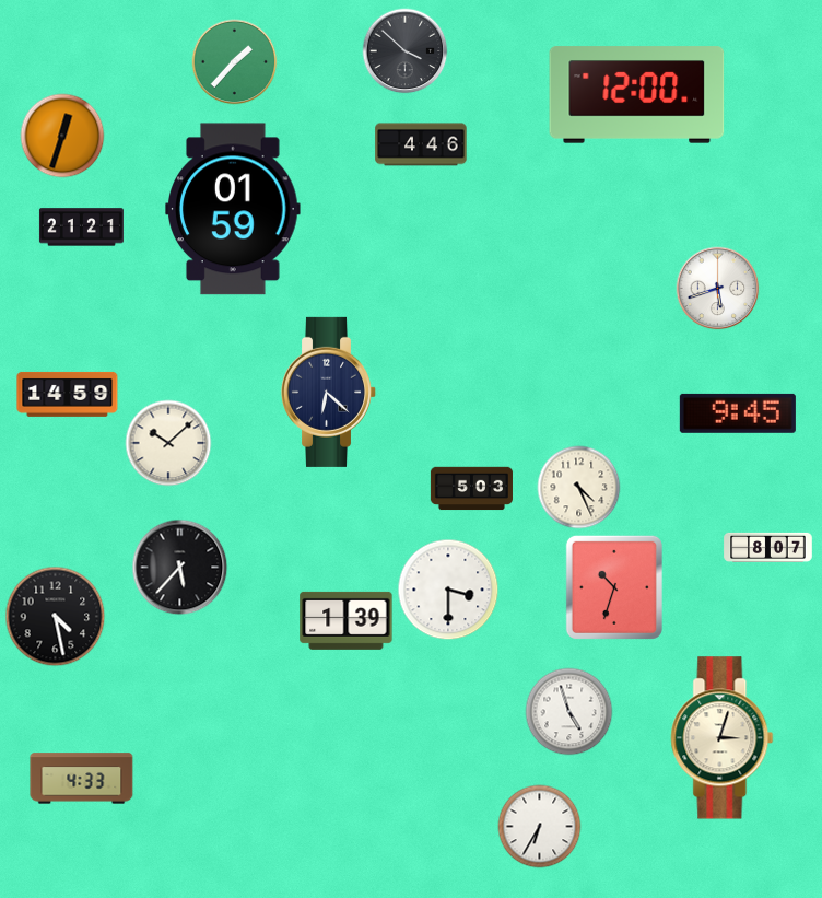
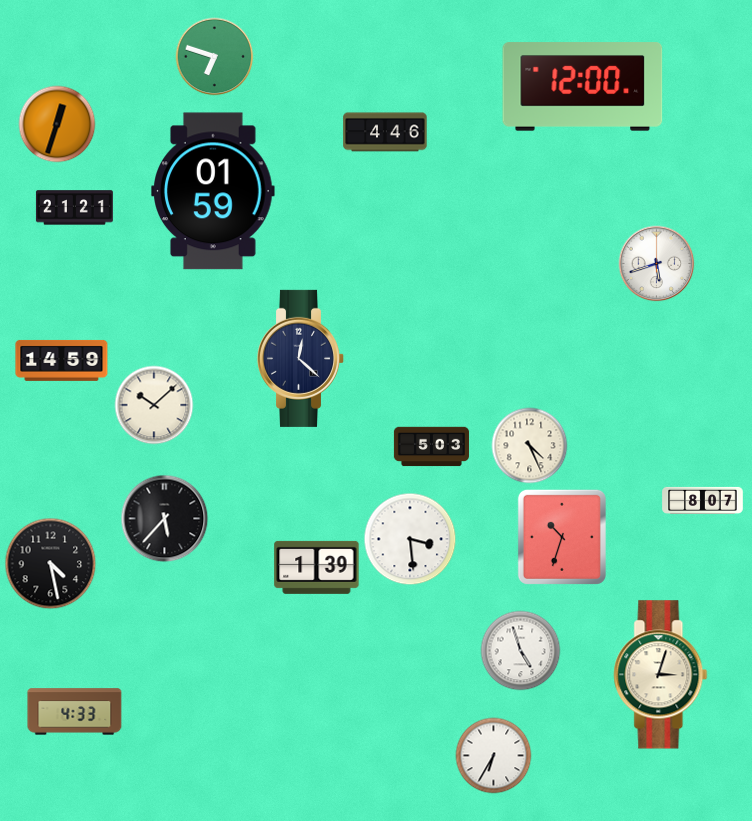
clock at (406, 51): 3:52 -> none
clock at (235, 62): 1:37 -> 6:48
clock at (328, 392): 6:22 -> 12:22
clock at (738, 413): 9:45 -> none
clock at (448, 590): 3:30 -> 3:29
